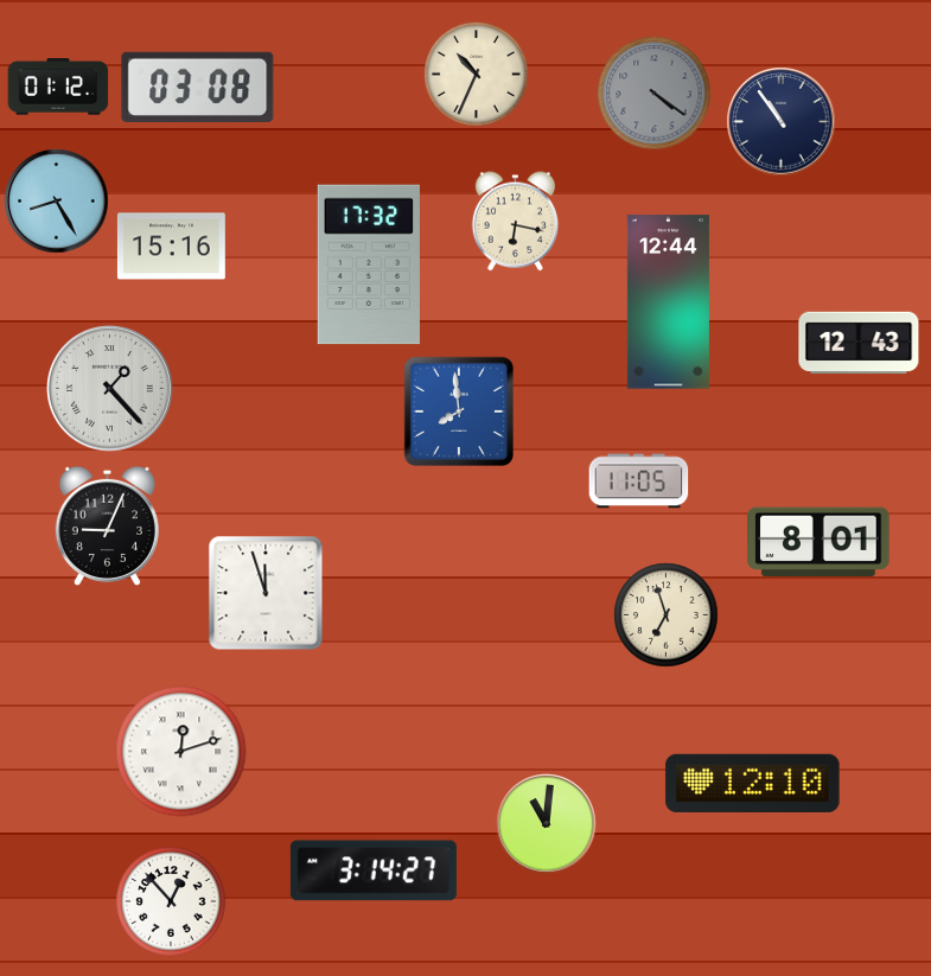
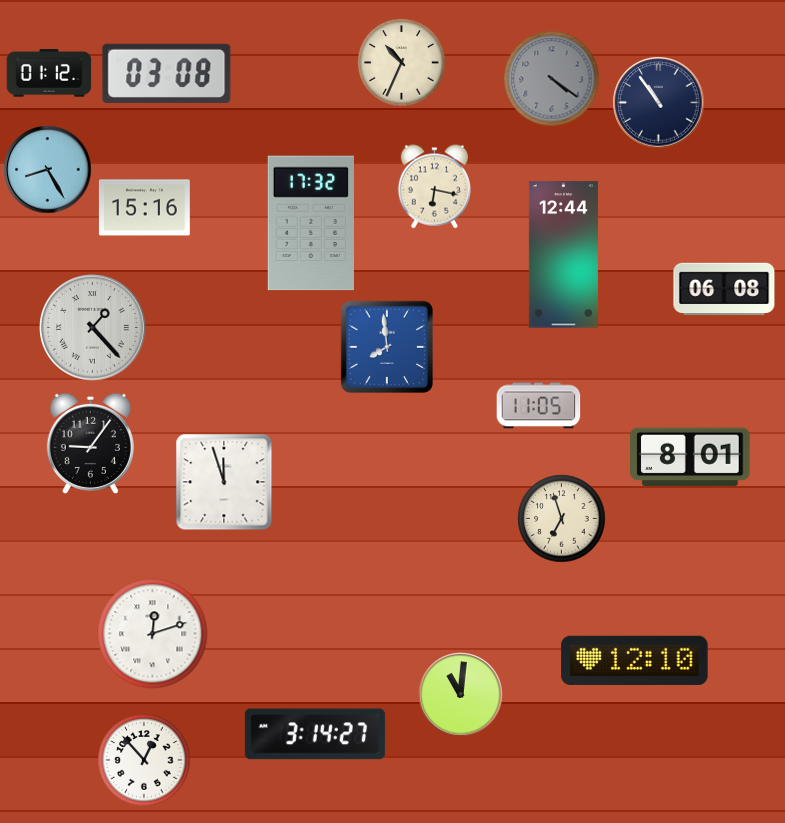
clock at (859, 343): 12:43 -> 06:08
clock at (107, 525): 9:04 -> 9:06
clock at (266, 593) position: (266, 593) -> (224, 482)
